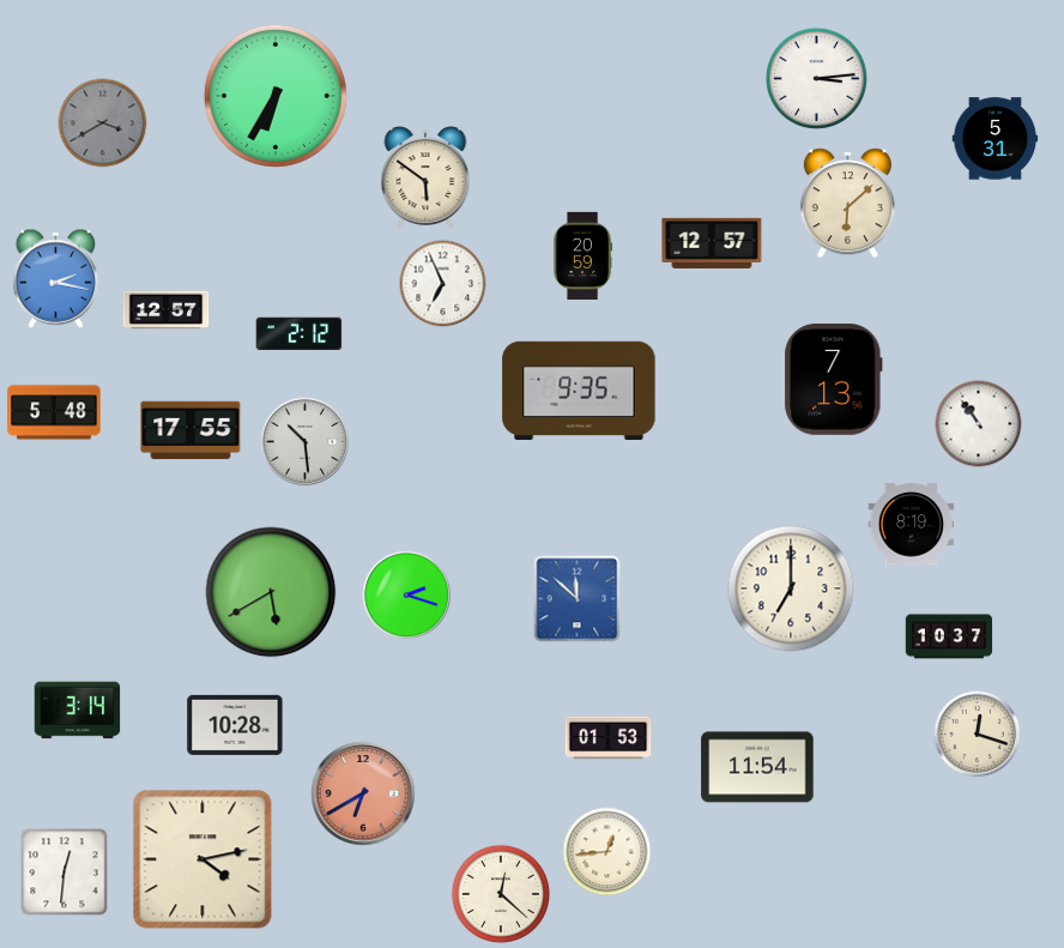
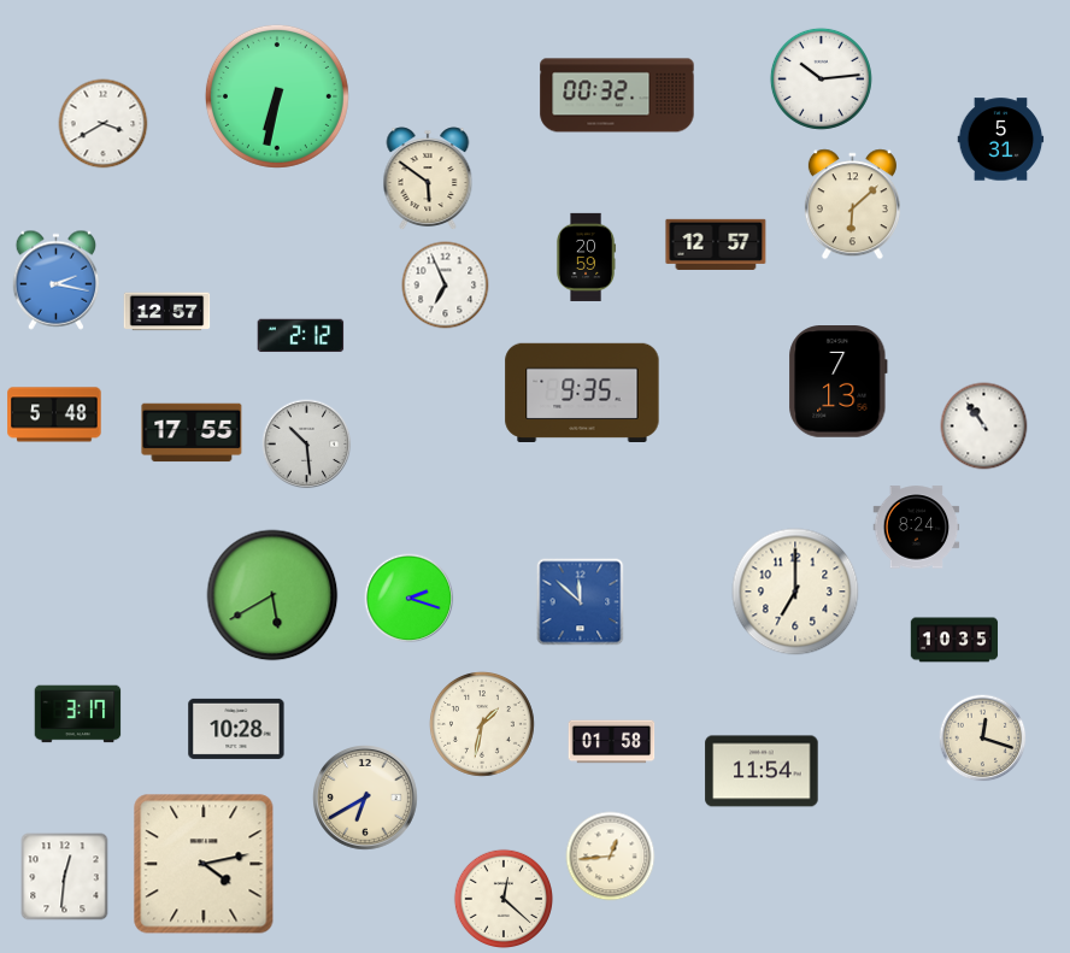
clock at (816, 78): 3:14 -> 10:14
clock at (617, 95): none -> 00:32
clock at (276, 96): 6:35 -> 6:32
clock at (103, 123) dial: grey -> white
clock at (912, 525): 8:19 -> 8:24
clock at (949, 636): 10:37 -> 10:35
clock at (78, 711): 3:14 -> 3:17
clock at (482, 724): none -> 1:32
clock at (609, 738): 01:53 -> 01:58
clock at (364, 795) dial: salmon -> cream
